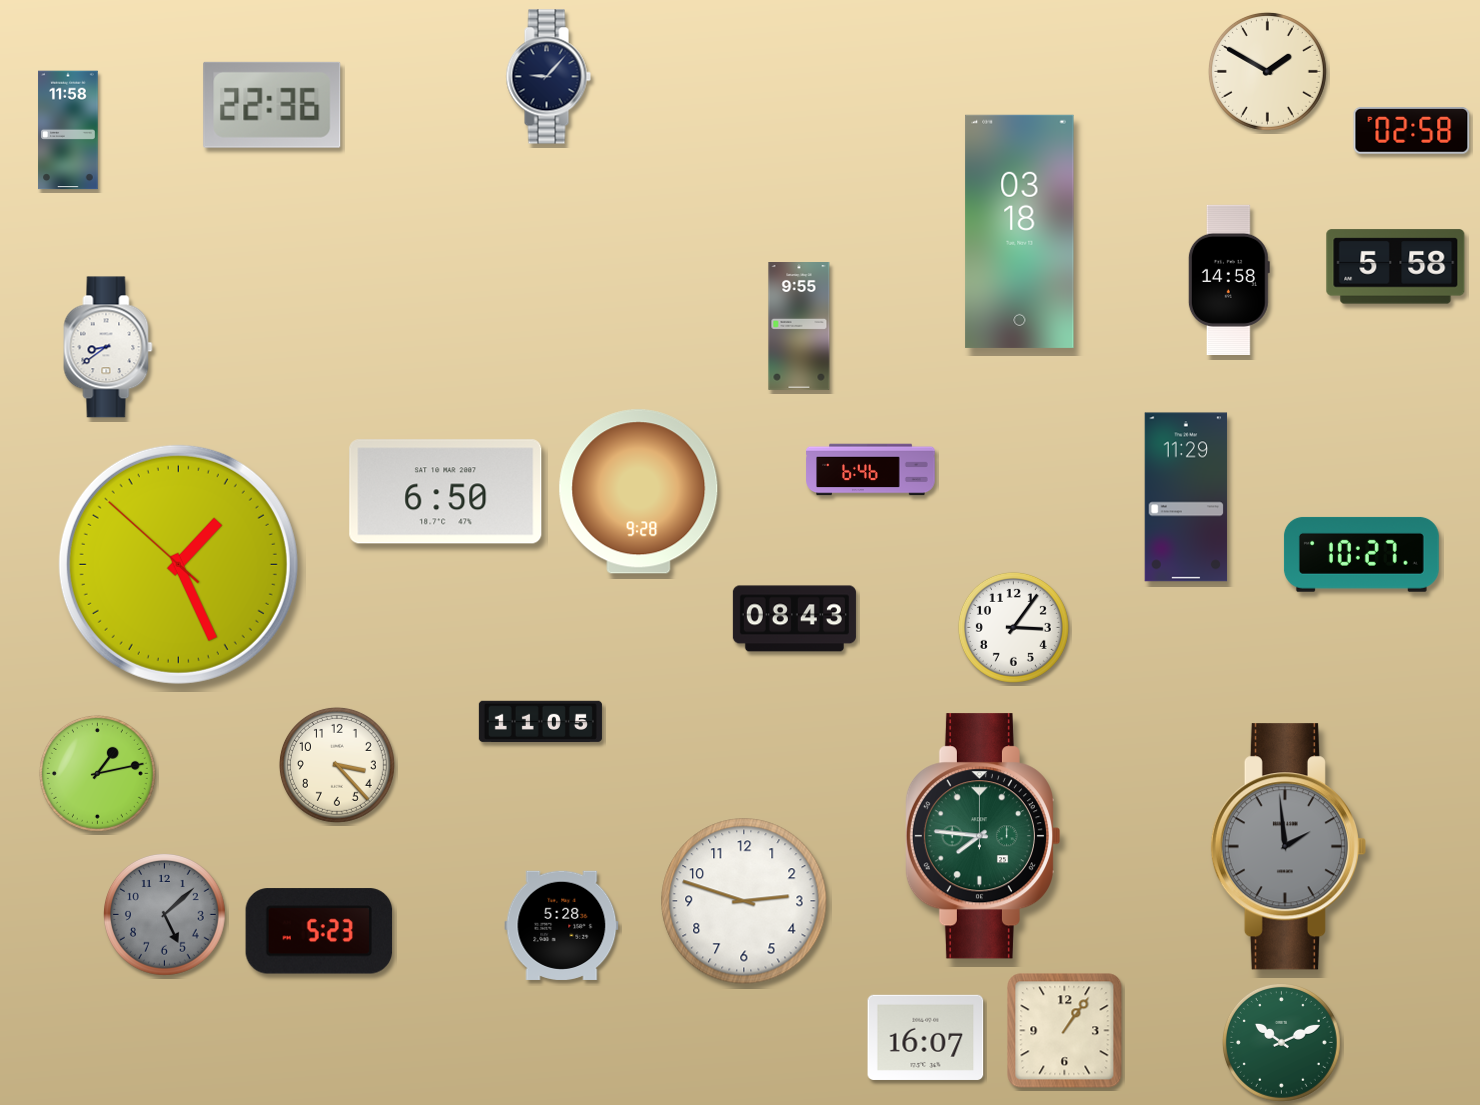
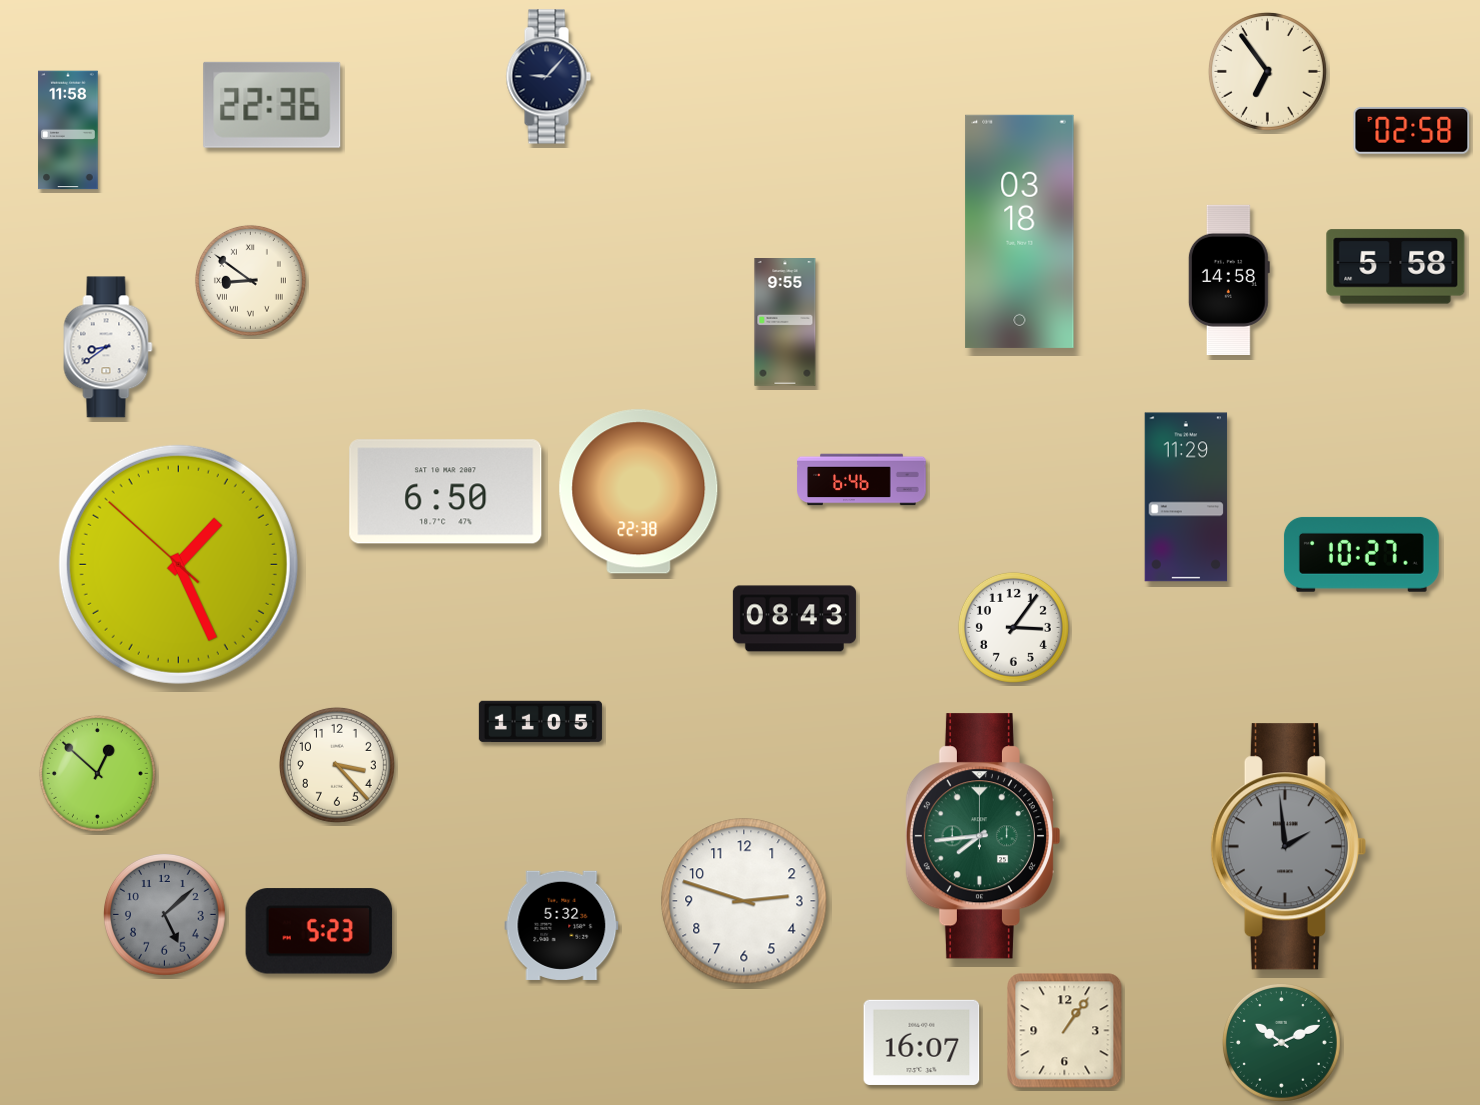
clock at (1267, 71): 1:50 -> 6:54
clock at (250, 280): none -> 8:51
clock at (799, 327) position: (799, 327) -> (785, 323)
clock at (871, 470) position: (871, 470) -> (862, 480)
clock at (639, 492): 9:28 -> 22:38
clock at (97, 773): 1:13 -> 12:52
clock at (982, 836): 7:46 -> 7:44
clock at (562, 925): 5:28 -> 5:32
clock at (926, 1037) position: (926, 1037) -> (922, 1042)
